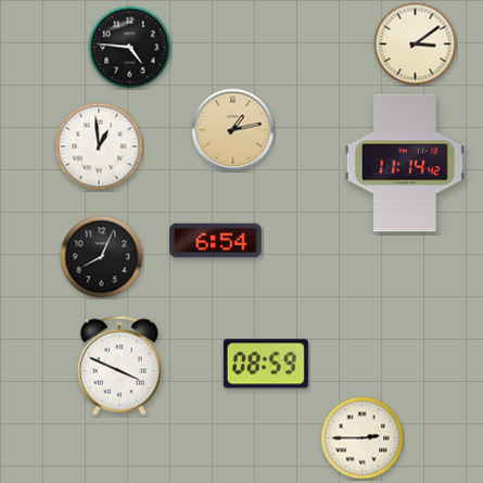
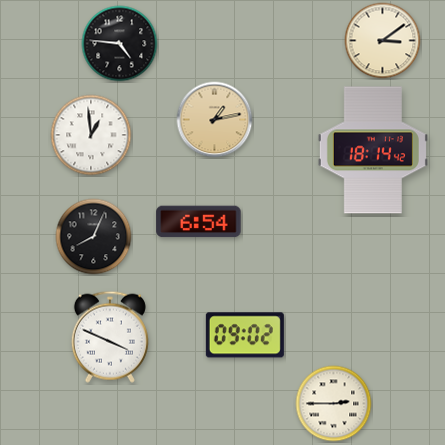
clock at (405, 163): 11:14 -> 18:14
clock at (266, 364): 08:59 -> 09:02
